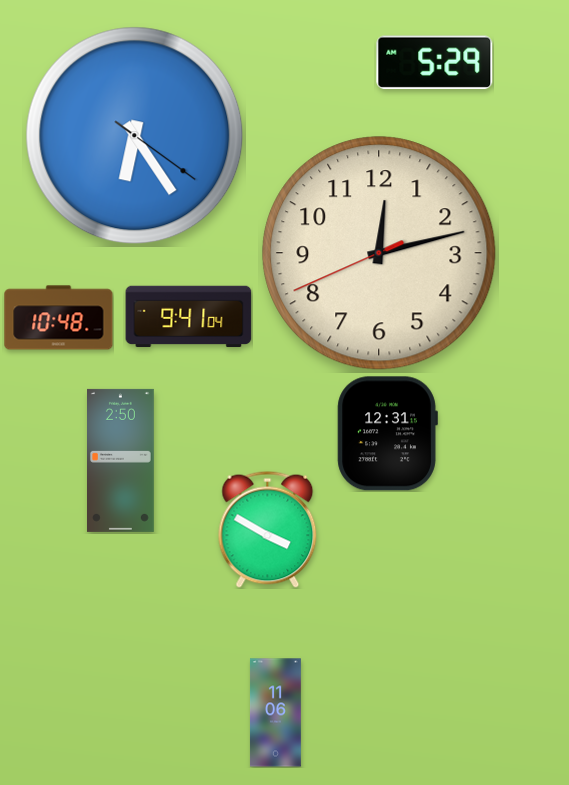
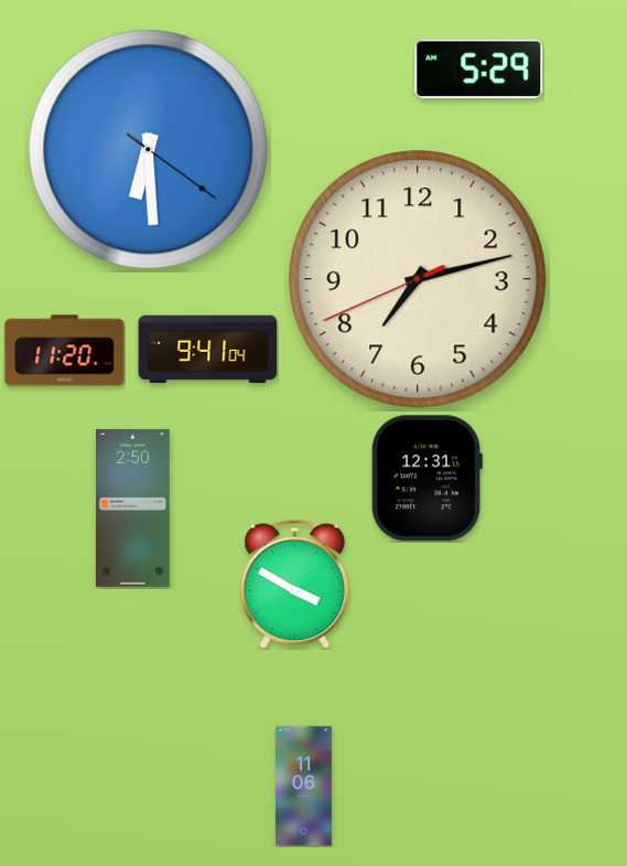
clock at (135, 136): 6:24 -> 6:29
clock at (379, 253): 12:12 -> 7:12
clock at (59, 318): 10:48 -> 11:20
